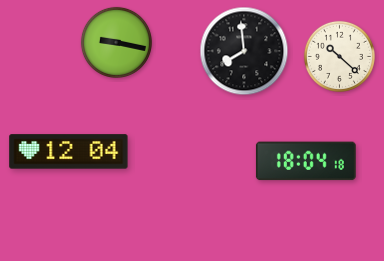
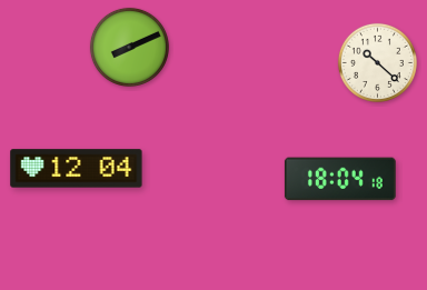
clock at (116, 42): 9:17 -> 8:11
clock at (244, 51): 7:59 -> none
